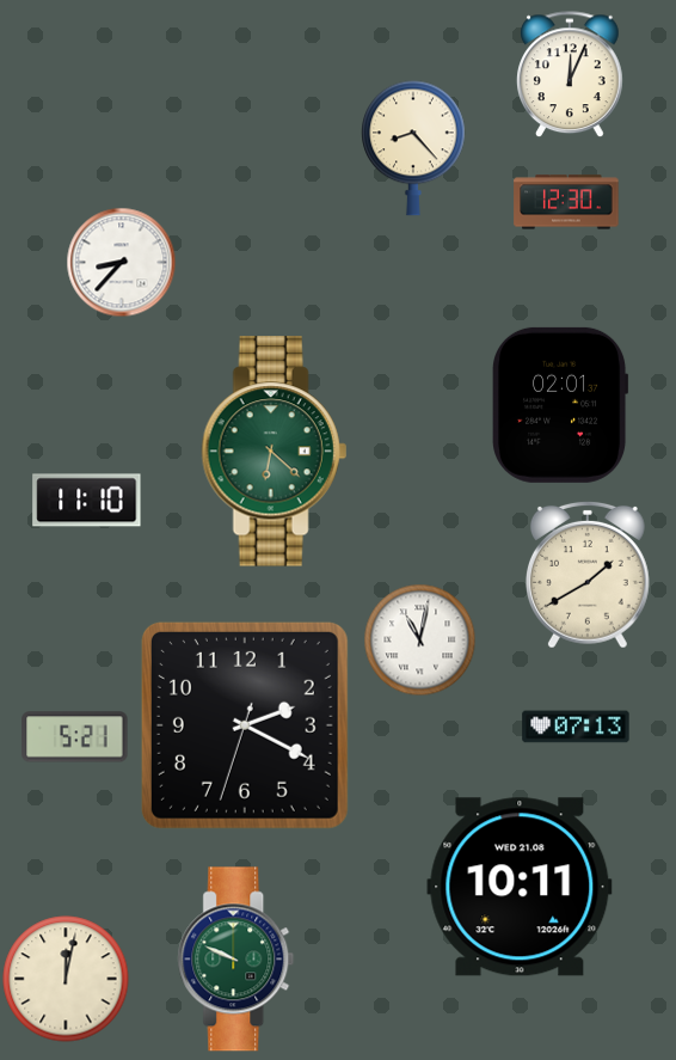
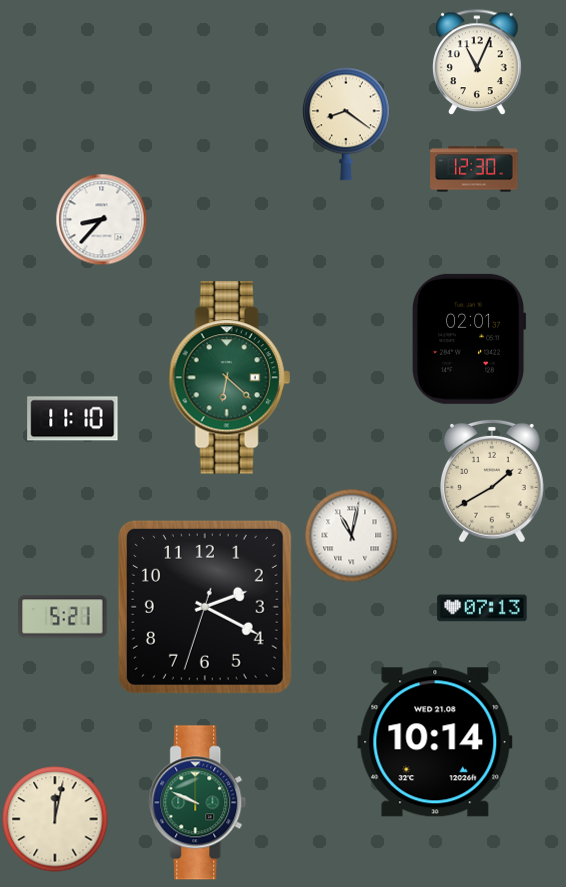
clock at (571, 74): 12:04 -> 11:04
clock at (413, 148): 8:23 -> 8:21
clock at (520, 887): 10:11 -> 10:14
